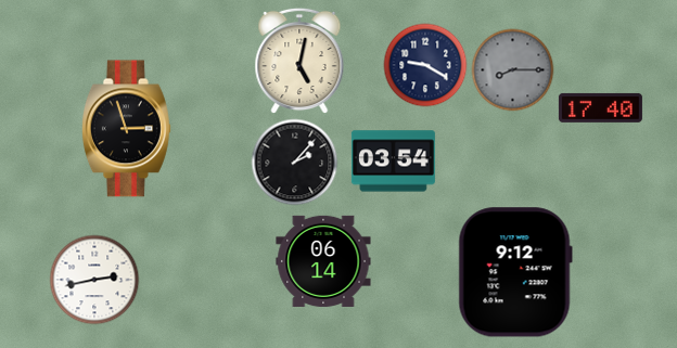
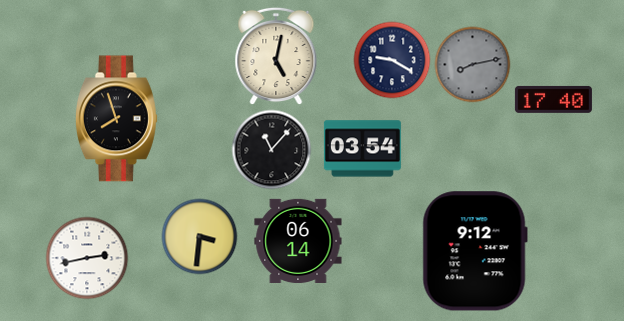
clock at (513, 70): 8:15 -> 8:13
clock at (126, 129): 2:57 -> 7:57
clock at (295, 163): 2:07 -> 11:07
clock at (200, 237): none -> 3:31
